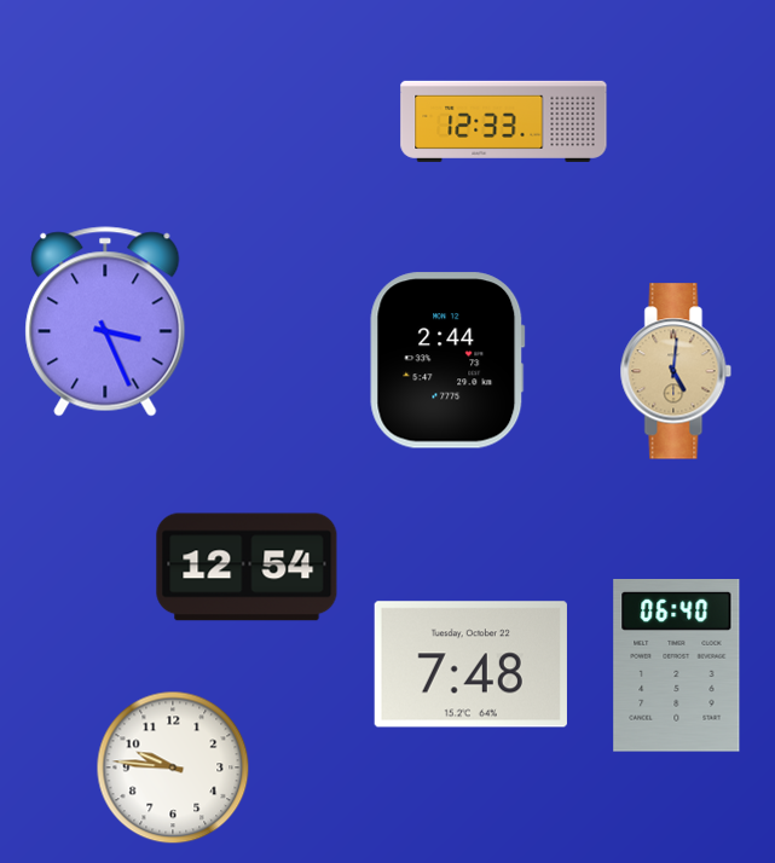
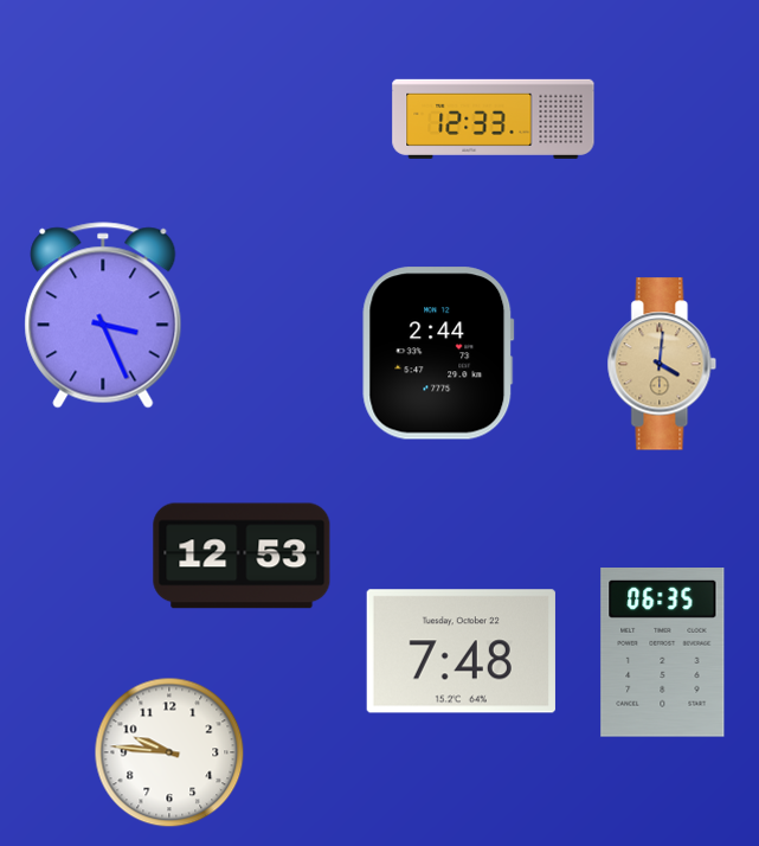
clock at (676, 371): 5:01 -> 4:01
clock at (247, 567): 12:54 -> 12:53
clock at (677, 666): 06:40 -> 06:35
